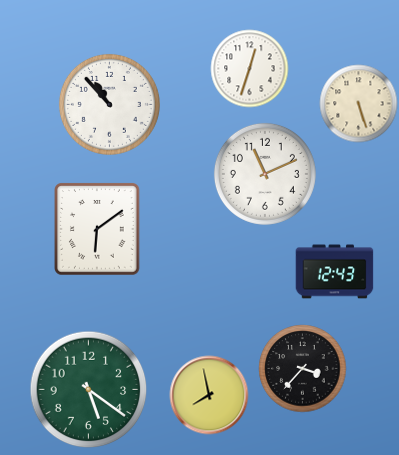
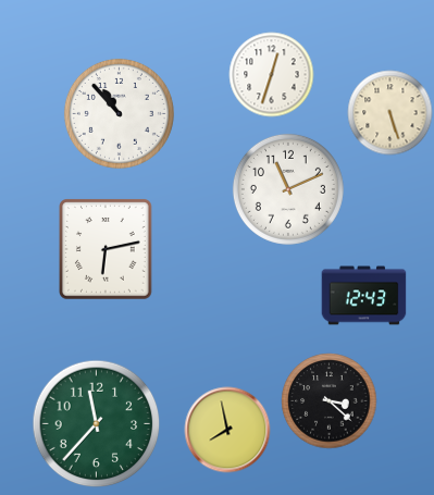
clock at (98, 229): 6:09 -> 6:13
clock at (302, 368): 3:37 -> 3:22
clock at (88, 389): 5:21 -> 11:37
